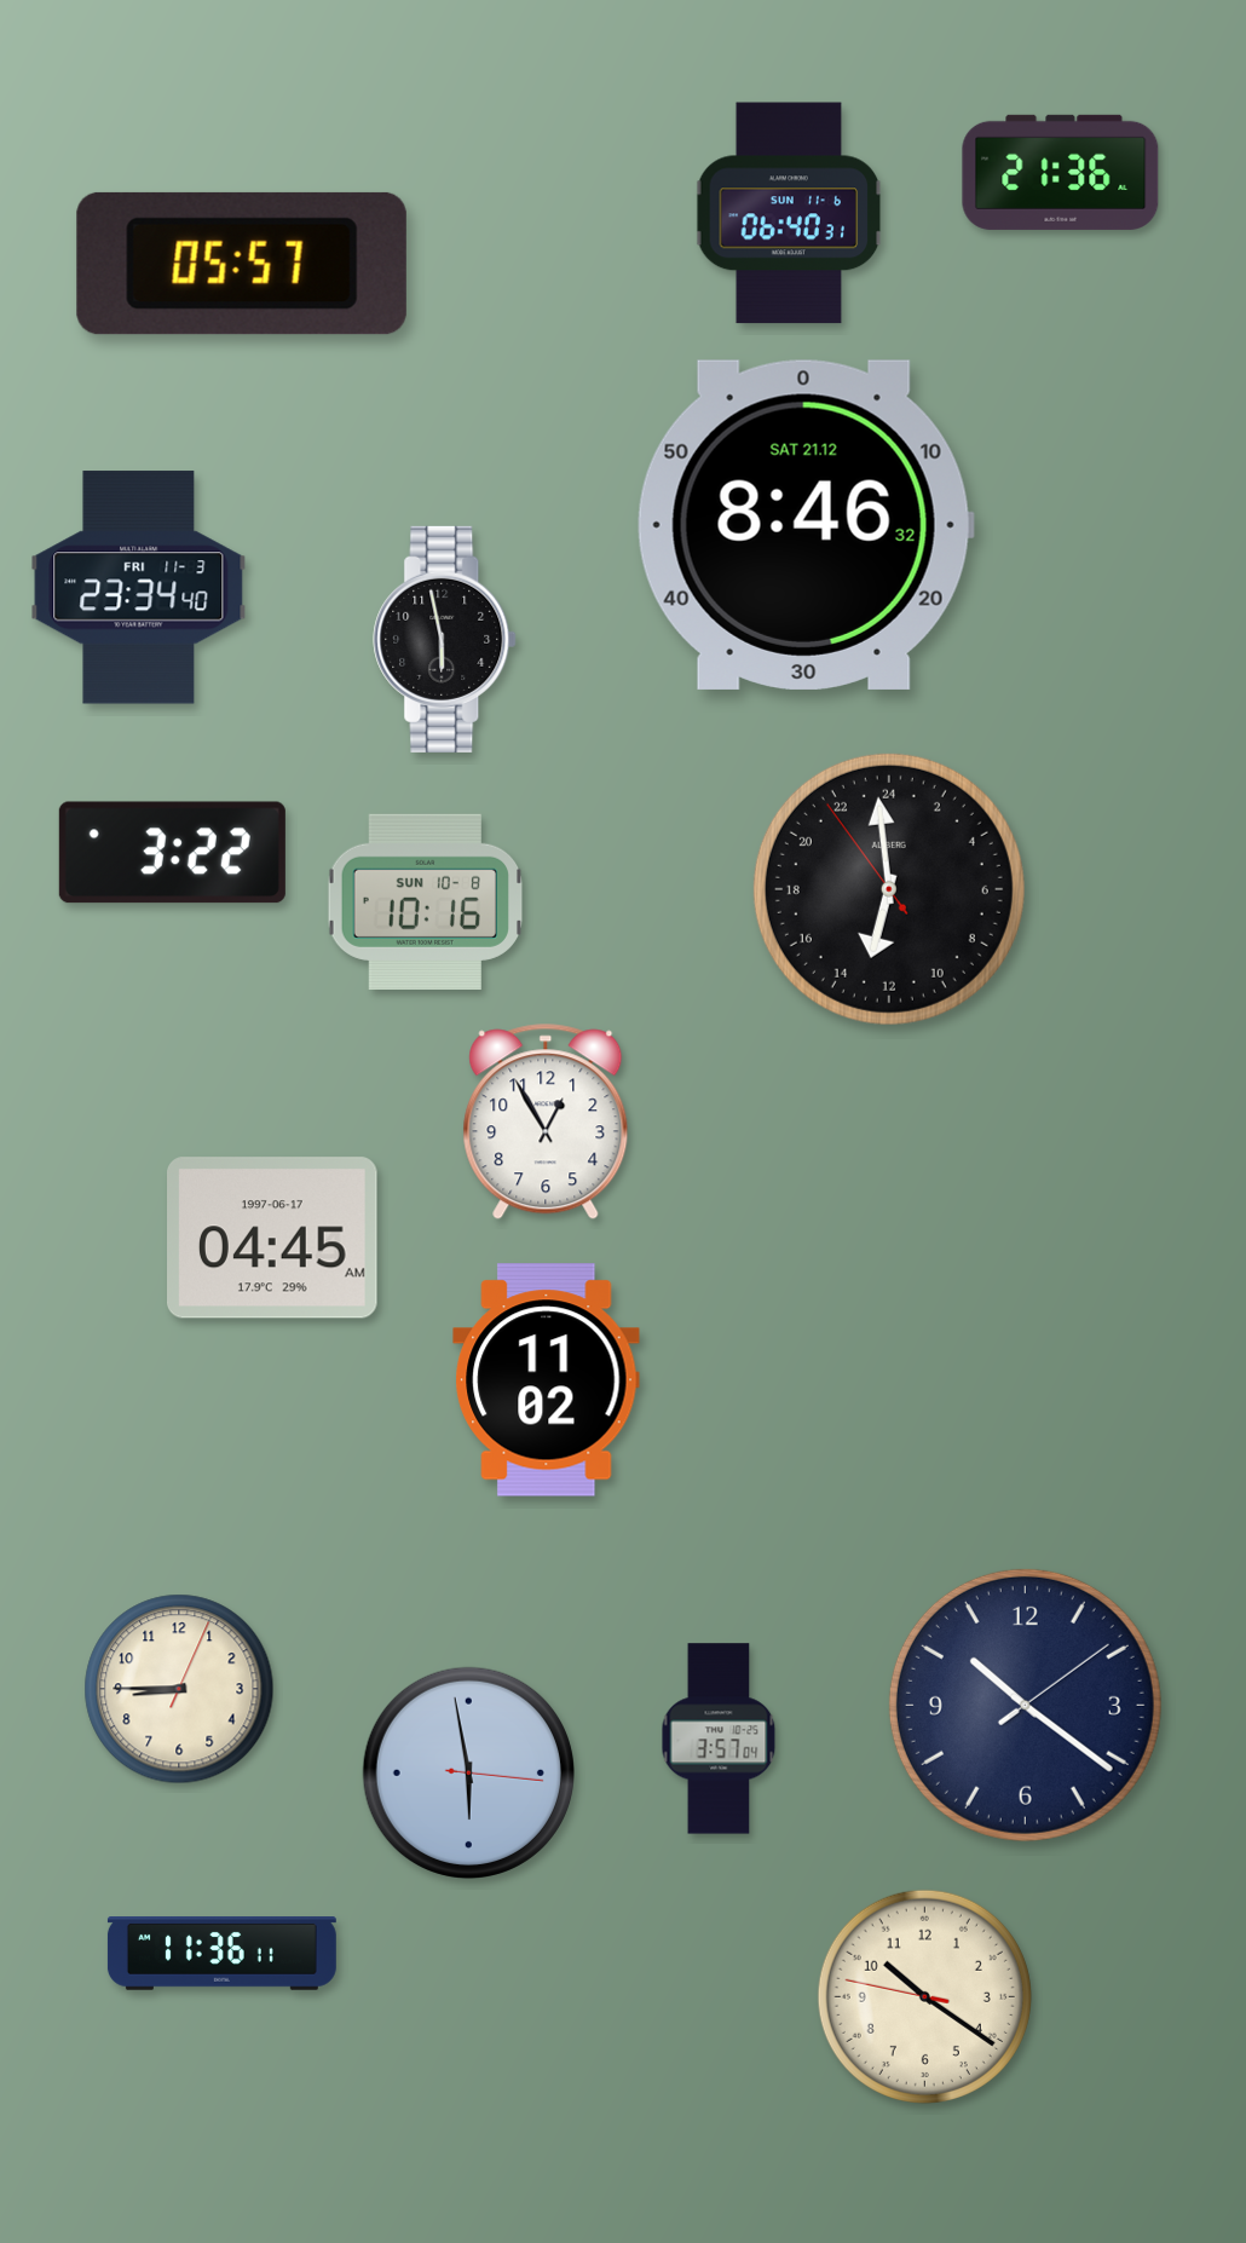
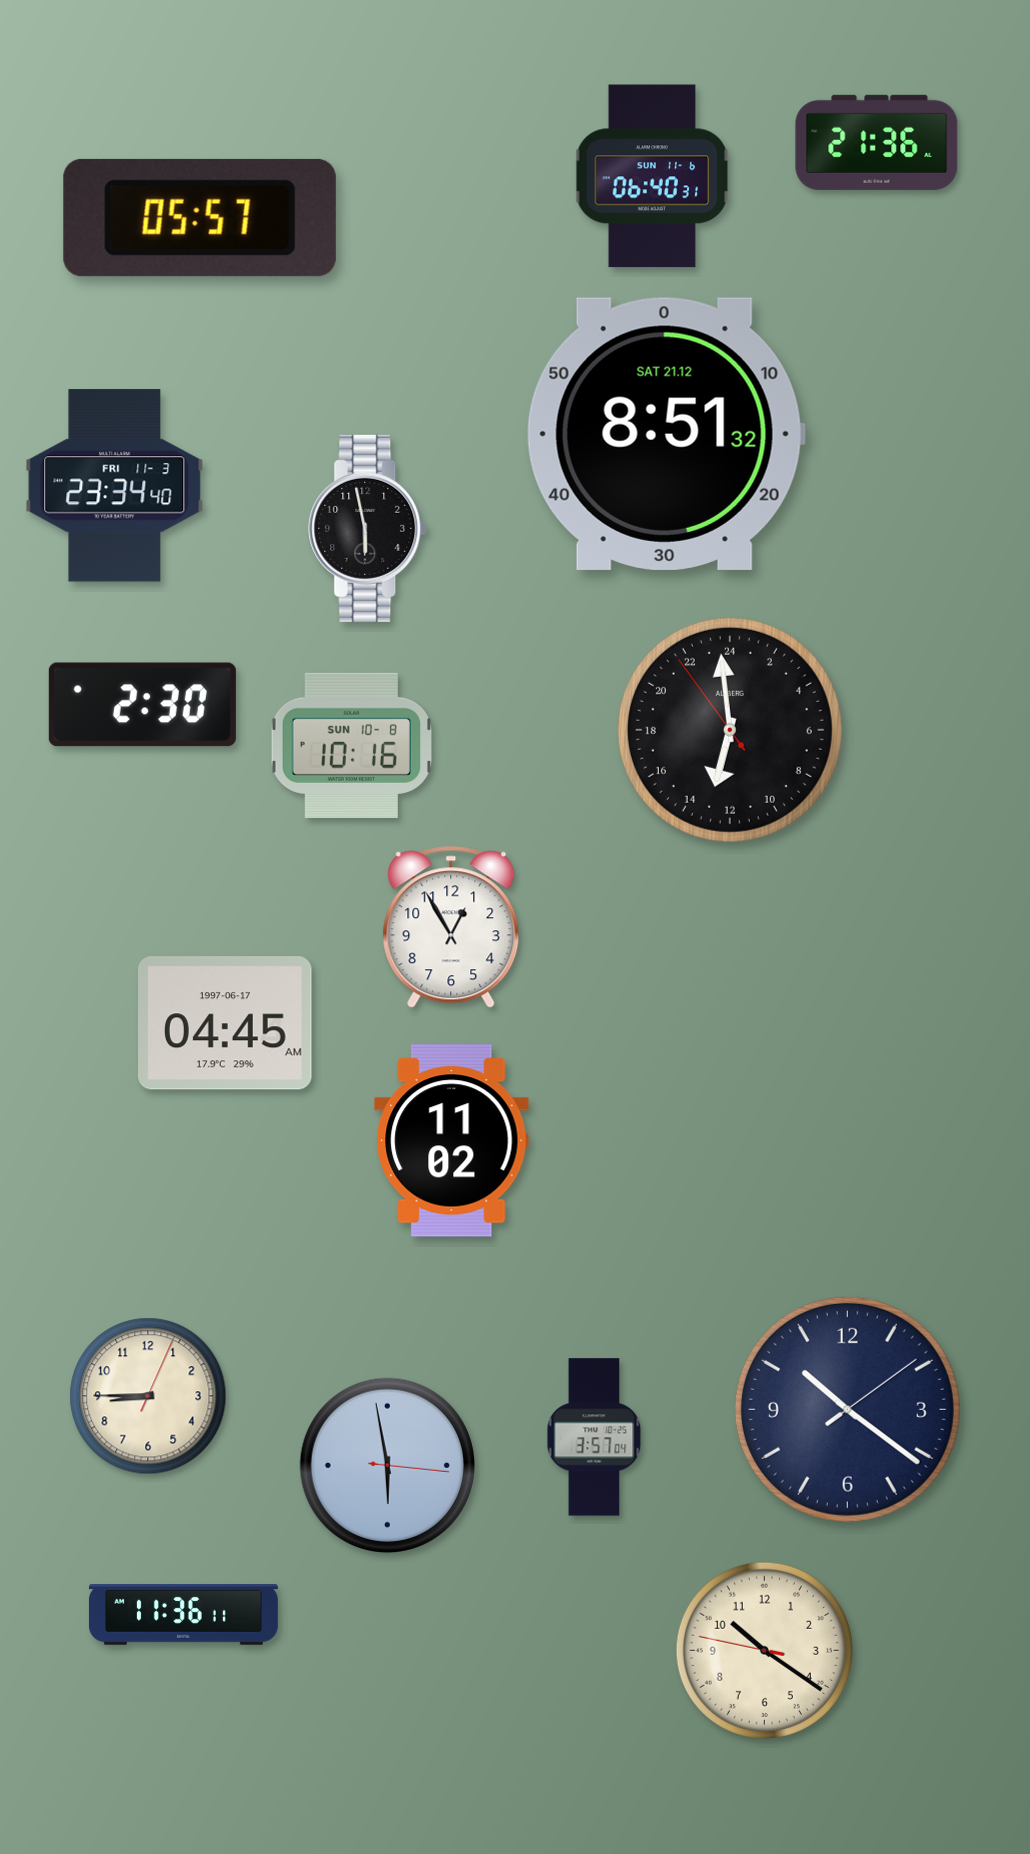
clock at (806, 525): 8:46 -> 8:51
clock at (172, 853): 3:22 -> 2:30
clock at (889, 889) position: (889, 889) -> (730, 730)
